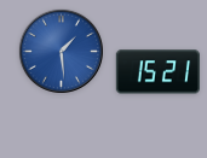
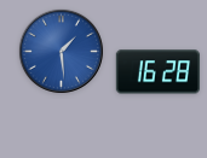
clock at (157, 72): 15:21 -> 16:28
